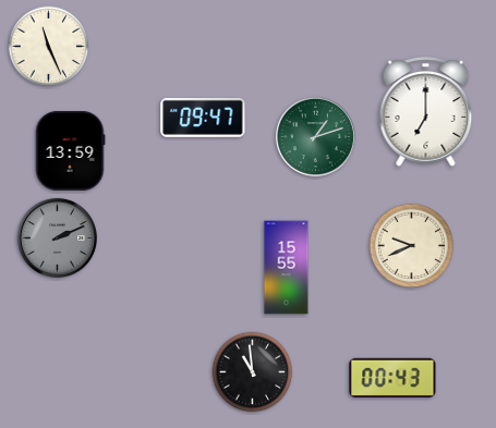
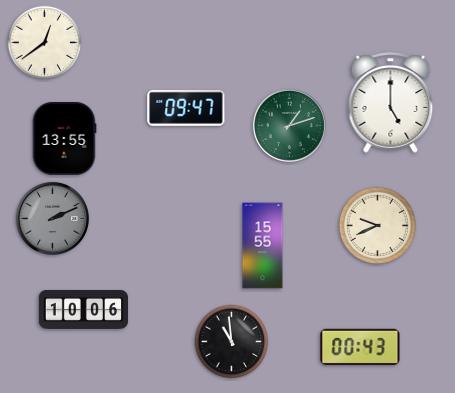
clock at (49, 47): 11:26 -> 12:39
clock at (426, 112): 7:00 -> 5:00
clock at (70, 151): 13:59 -> 13:55
clock at (84, 310): none -> 10:06
